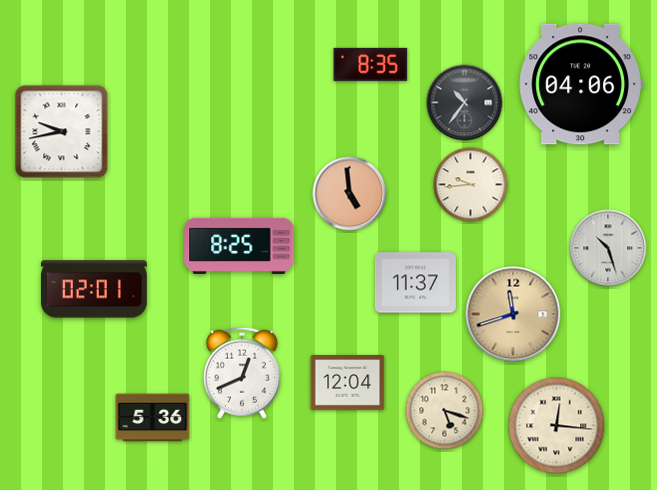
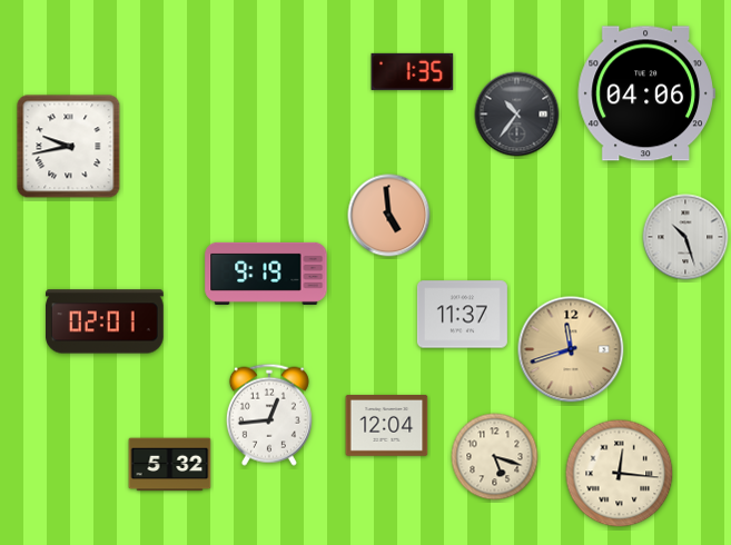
clock at (371, 64): 8:35 -> 1:35
clock at (471, 185): 9:44 -> none
clock at (239, 246): 8:25 -> 9:19
clock at (608, 248) position: (608, 248) -> (685, 237)
clock at (242, 373): 12:41 -> 12:44
clock at (153, 418): 5:36 -> 5:32
